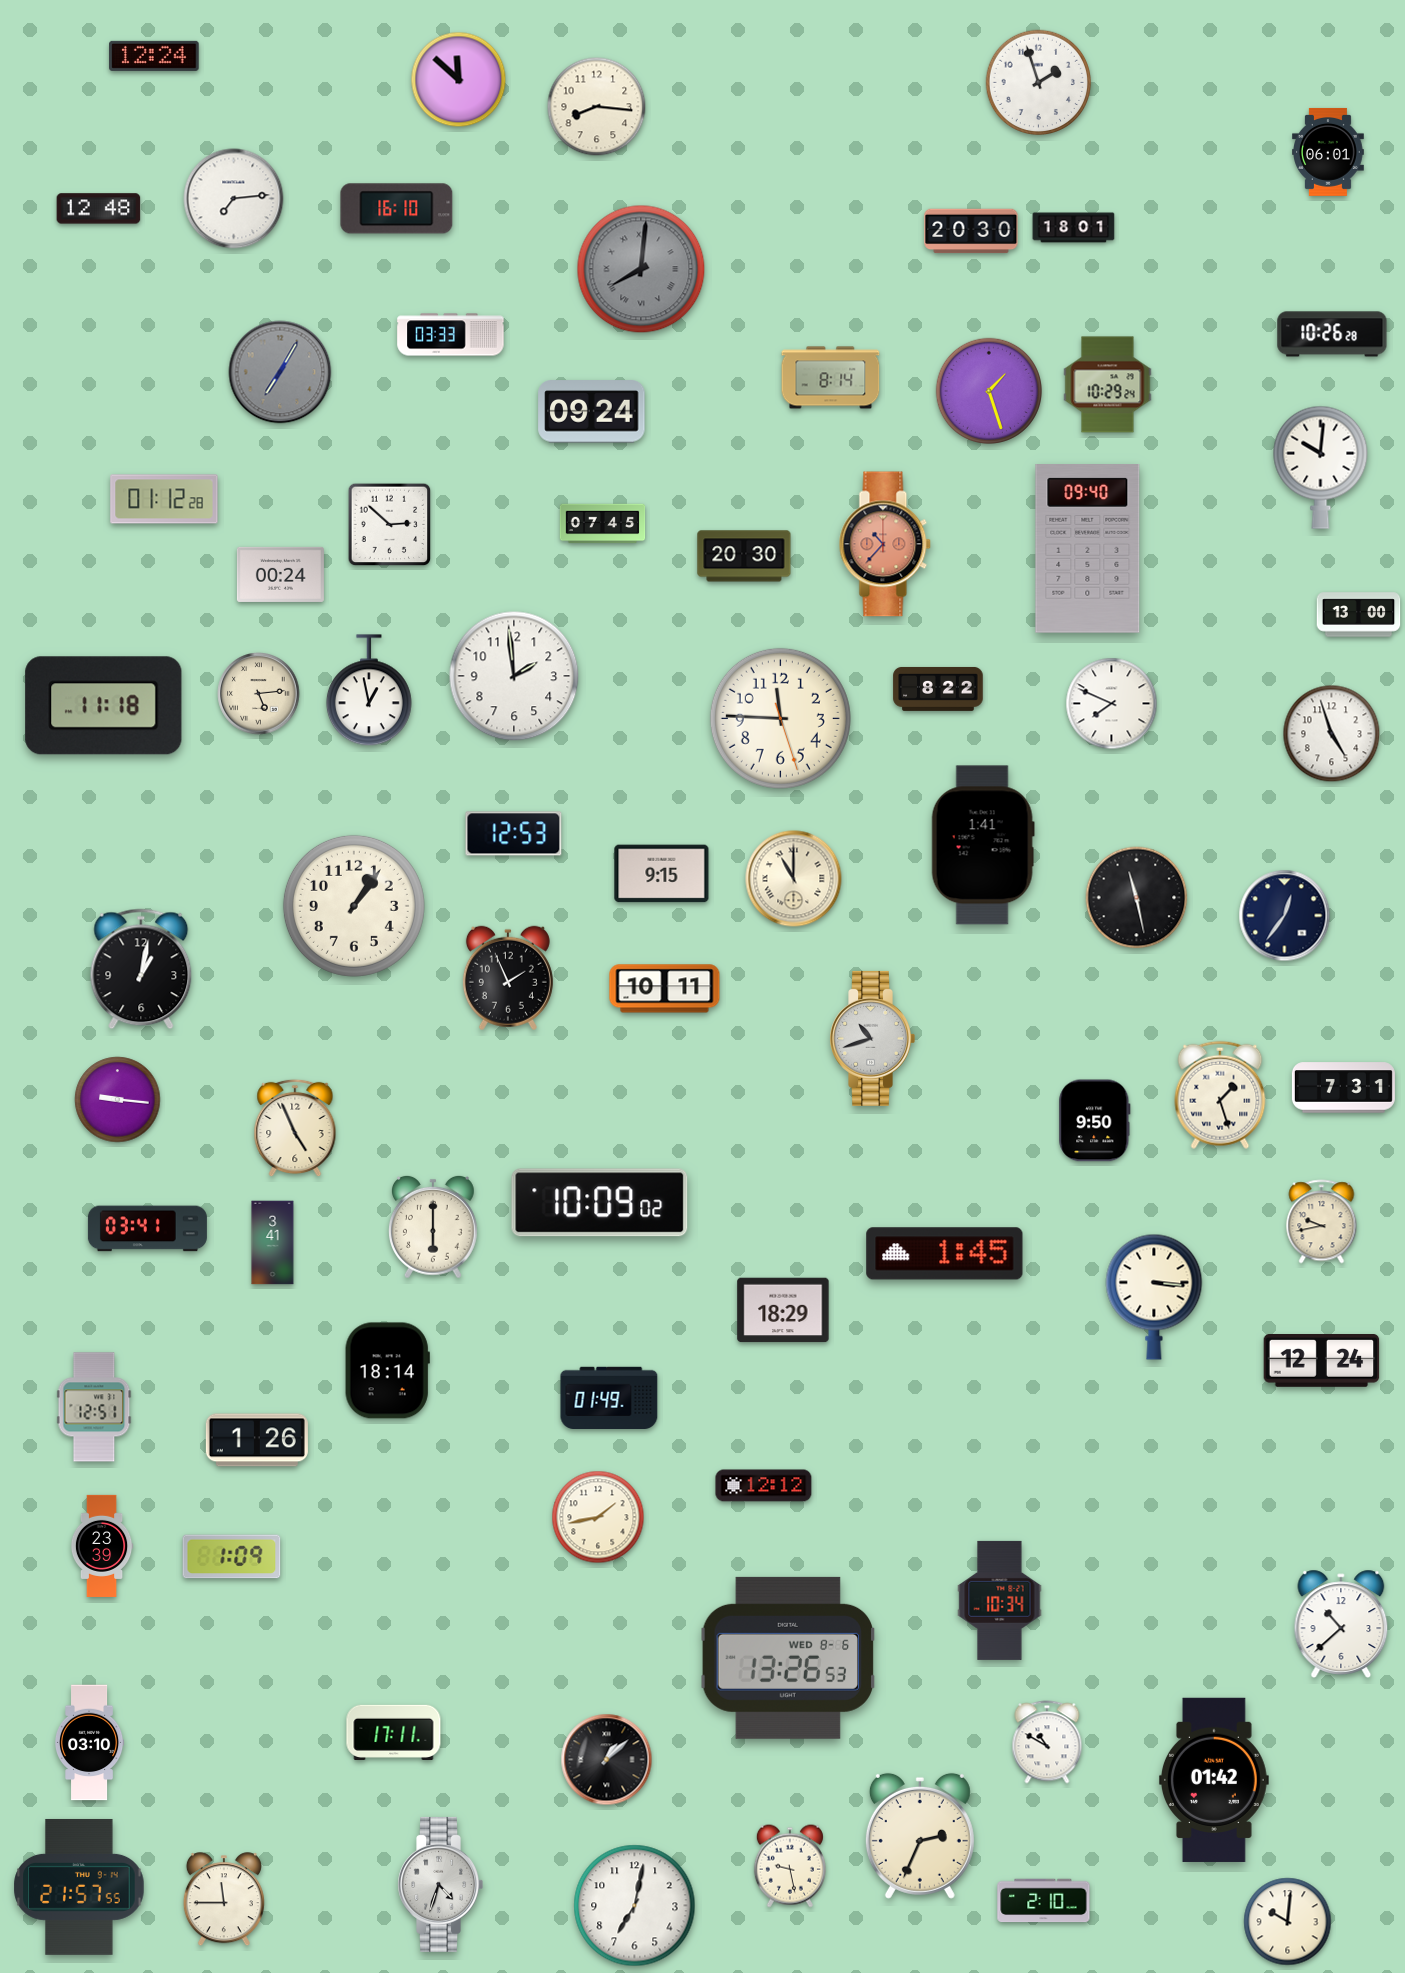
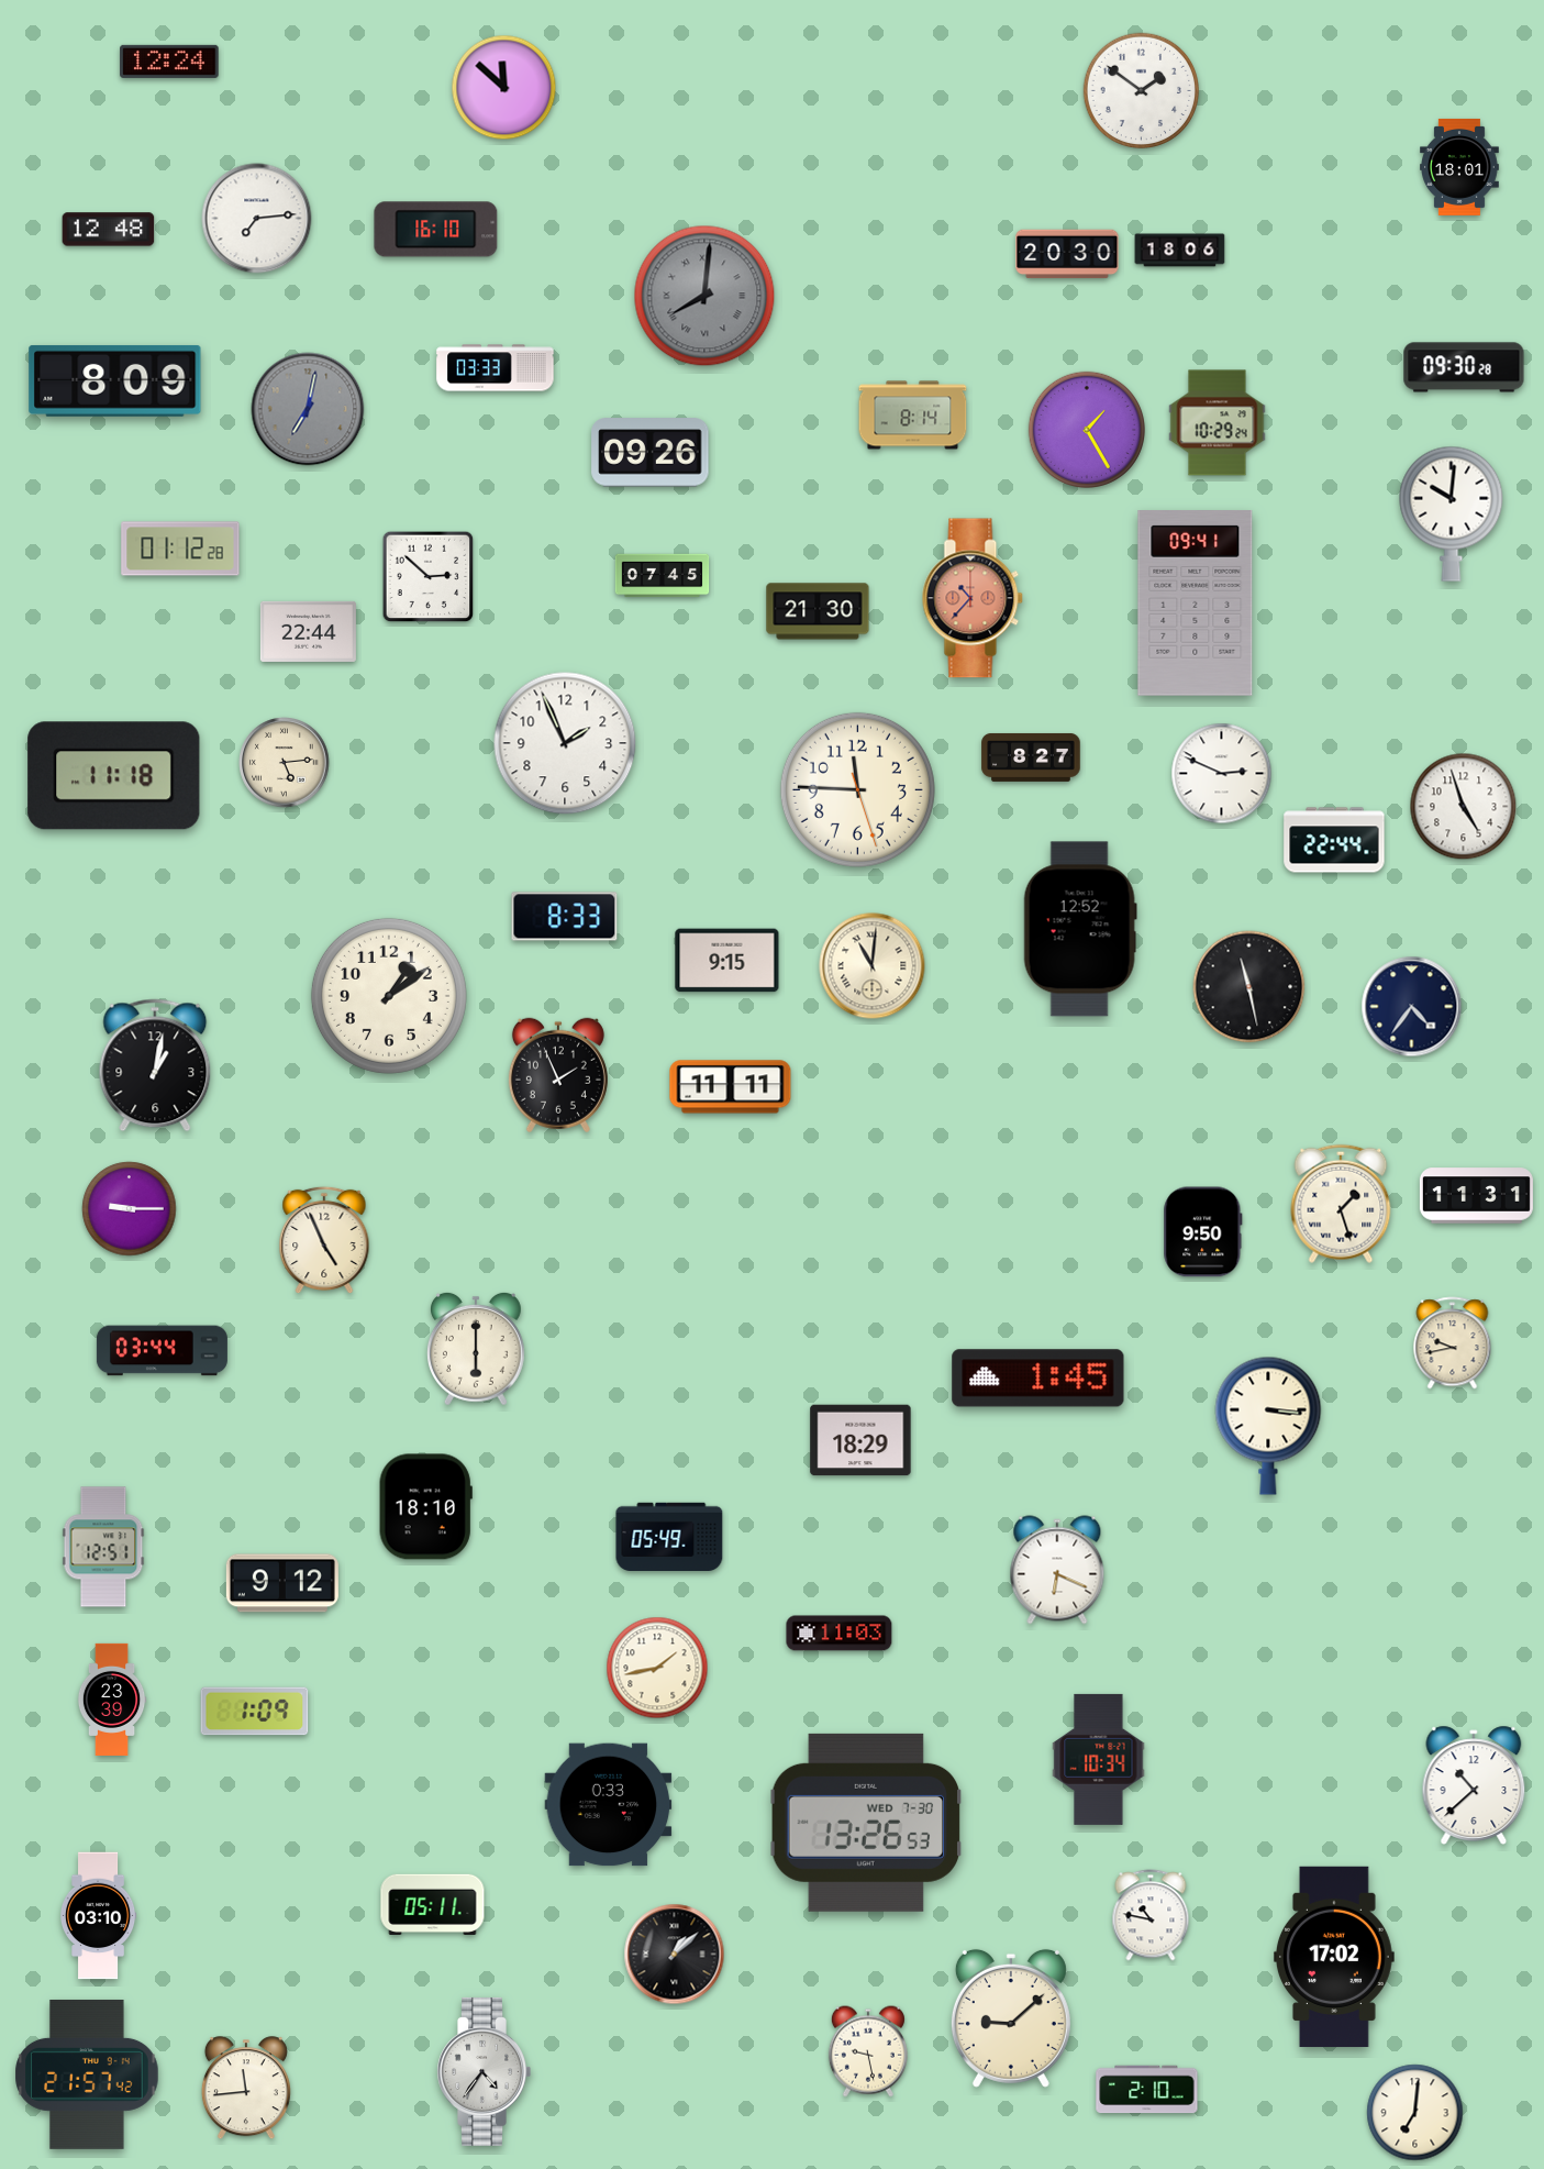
clock at (1039, 83): 1:57 -> 1:51
clock at (597, 107): 8:16 -> none
clock at (1329, 152): 06:01 -> 18:01
clock at (1074, 228): 18:01 -> 18:06
clock at (1332, 334): 10:26 -> 09:30
clock at (115, 380): none -> 8:09
clock at (280, 372): 7:05 -> 7:02
clock at (988, 390): 1:27 -> 1:25
clock at (592, 412): 09:24 -> 09:26
clock at (1088, 549): 09:40 -> 09:41
clock at (744, 556): 20:30 -> 21:30
clock at (280, 574): 00:24 -> 22:44
clock at (1359, 615): 13:00 -> none
clock at (514, 676): 1:59 -> 1:56
clock at (938, 689): 8:22 -> 8:27
clock at (369, 691): 12:58 -> none
clock at (1112, 704): 7:49 -> 2:49
clock at (1334, 840): none -> 22:44
clock at (514, 834): 12:53 -> 8:33
clock at (983, 845): 1:41 -> 12:52
clock at (794, 879): 11:00 -> 11:01
clock at (354, 906): 1:06 -> 1:09
clock at (1285, 916): 12:36 -> 4:36
clock at (665, 989): 10:11 -> 11:11
clock at (872, 1038): 10:42 -> none
clock at (1343, 1088): 7:31 -> 11:31
clock at (118, 1100): 9:16 -> 9:15
clock at (600, 1203): 10:09 -> none
clock at (147, 1229): 03:41 -> 03:44
clock at (273, 1243): 3:41 -> none
clock at (1322, 1361): 12:24 -> none
clock at (387, 1371): 18:14 -> 18:10
clock at (609, 1397): 01:49 -> 05:49
clock at (1057, 1570): none -> 6:19
clock at (257, 1440): 1:26 -> 9:12
clock at (764, 1486): 12:12 -> 11:03
clock at (609, 1805): none -> 0:33
clock at (788, 1658) date: WED 8-6 -> WED 7-30
clock at (394, 1732): 17:11 -> 05:11
clock at (1047, 1742): 10:50 -> 10:47
clock at (607, 1760) position: (607, 1760) -> (675, 1955)
clock at (1214, 1780): 01:42 -> 17:02
clock at (920, 1836): 2:34 -> 9:08
clock at (440, 1884): 4:33 -> 4:36
clock at (79, 1887): 21:57:55 -> 21:57:42
clock at (224, 1900): 11:45 -> 11:44
clock at (635, 1906): 7:02 -> none
clock at (1288, 1922): 10:01 -> 7:01
